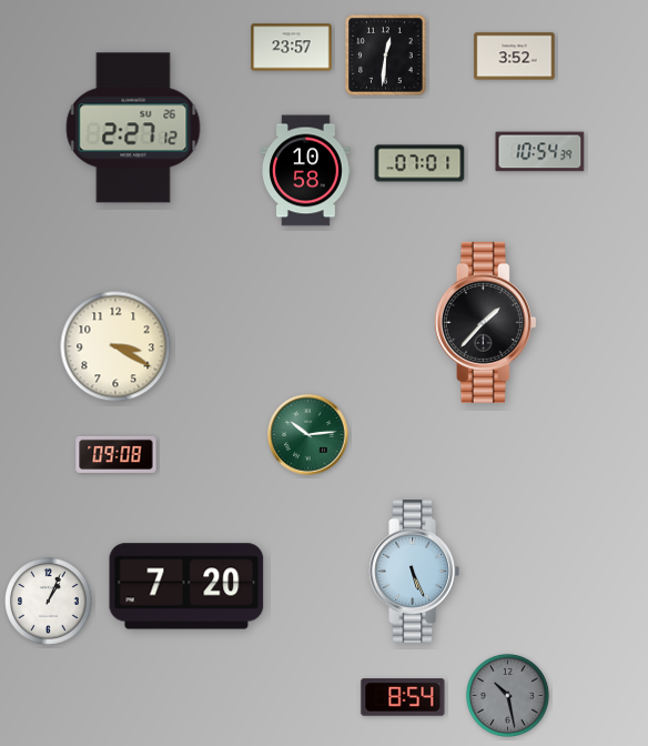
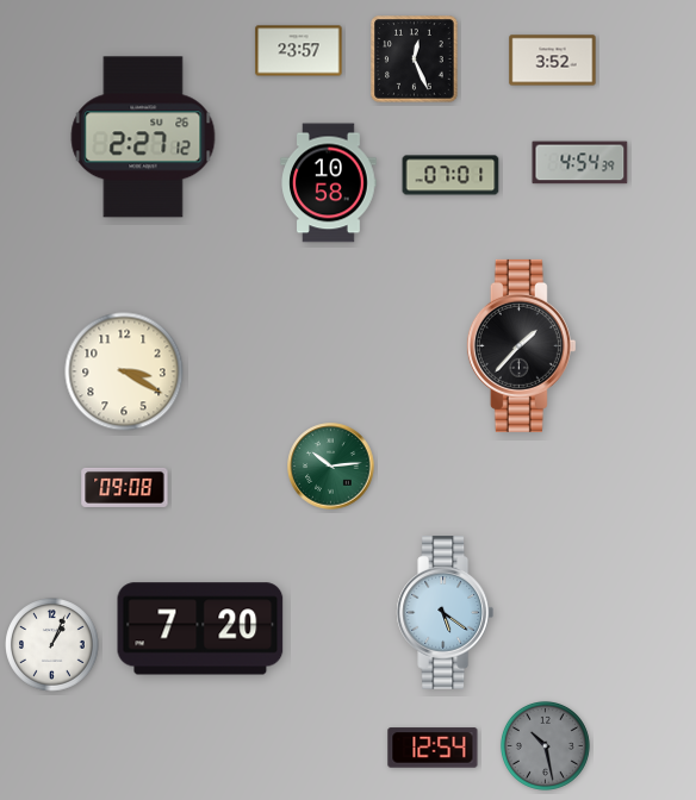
clock at (292, 48) position: (292, 48) -> (299, 51)
clock at (386, 56): 12:31 -> 12:26
clock at (540, 152): 10:54 -> 4:54
clock at (414, 572): 5:26 -> 5:21
clock at (403, 697): 8:54 -> 12:54
